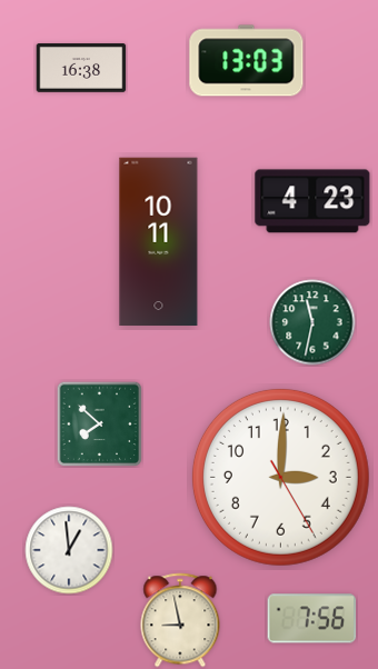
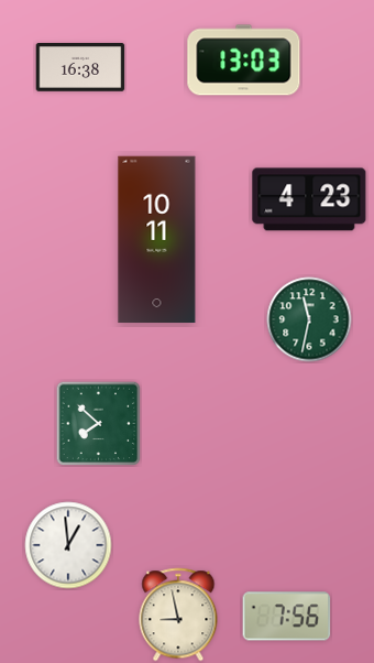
clock at (99, 423) position: (99, 423) -> (98, 423)
clock at (280, 477): 3:00 -> none
clock at (312, 619) position: (312, 619) -> (287, 617)
